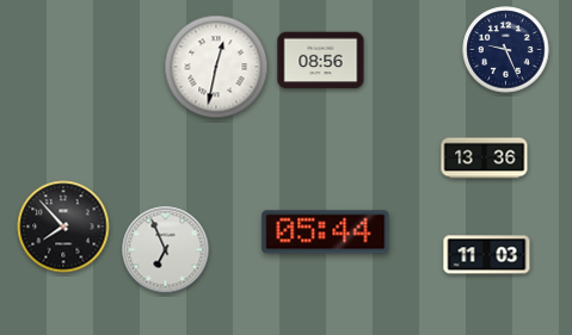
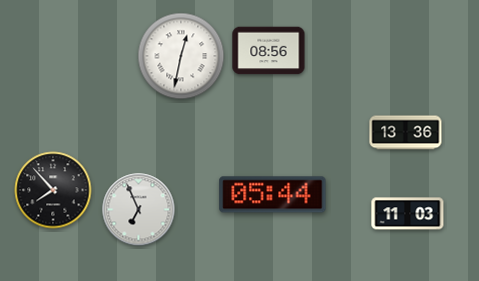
clock at (506, 50): 9:26 -> none
